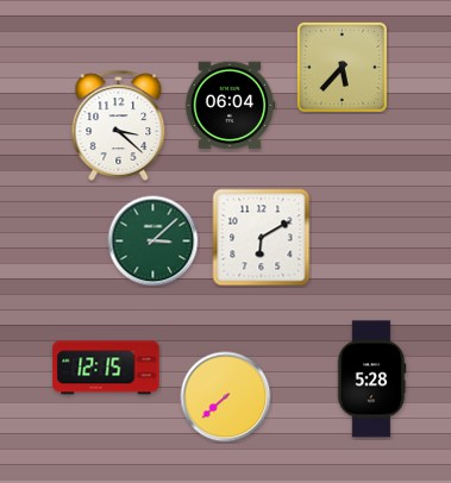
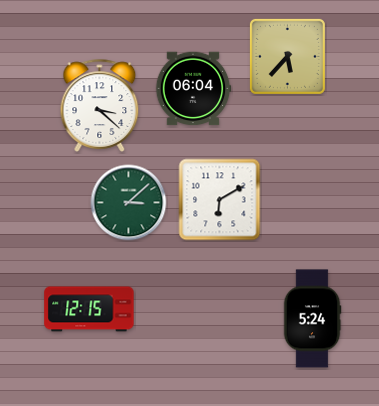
clock at (371, 379): 5:28 -> 5:24
clock at (226, 397): 7:38 -> none
